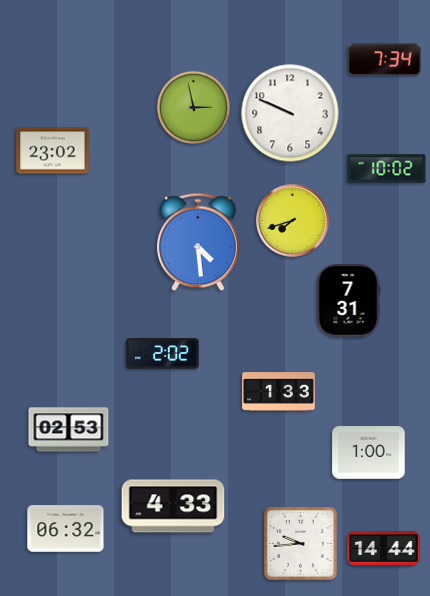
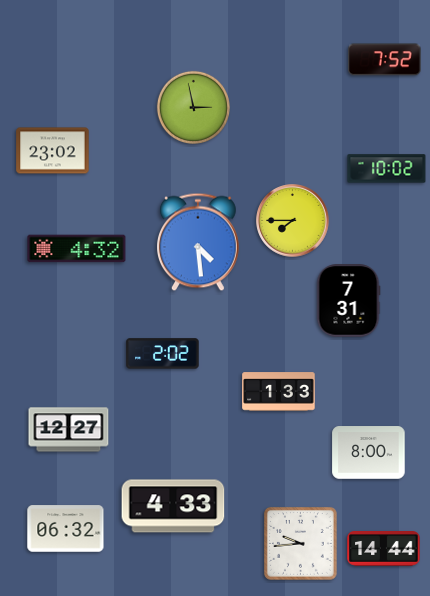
clock at (385, 60): 7:34 -> 7:52
clock at (290, 113): 9:49 -> none
clock at (293, 221): 7:42 -> 7:45
clock at (77, 249): none -> 4:32
clock at (69, 430): 02:53 -> 12:27
clock at (369, 453): 1:00 -> 8:00
